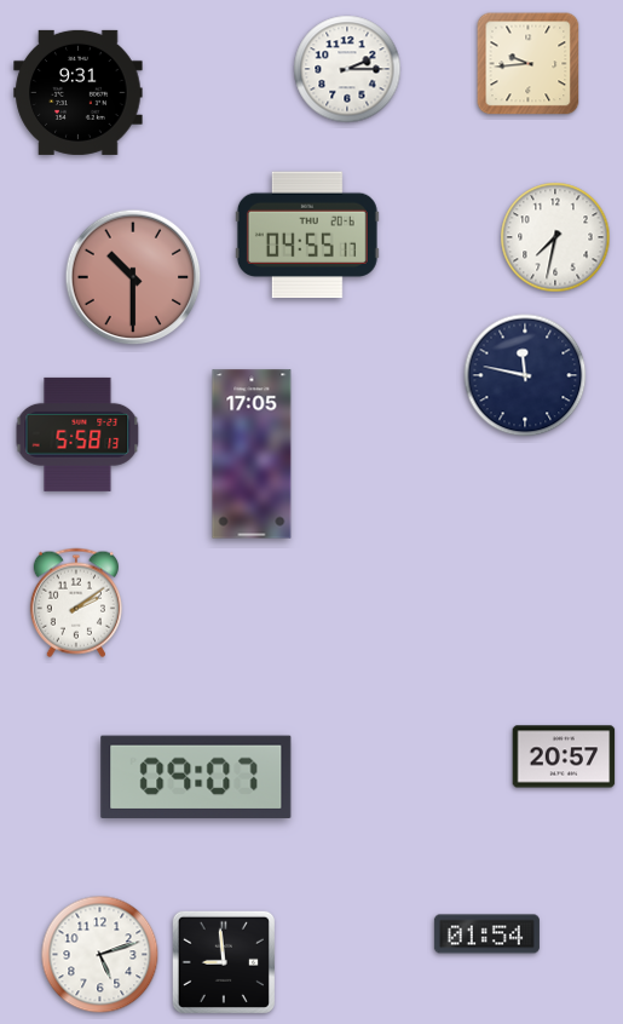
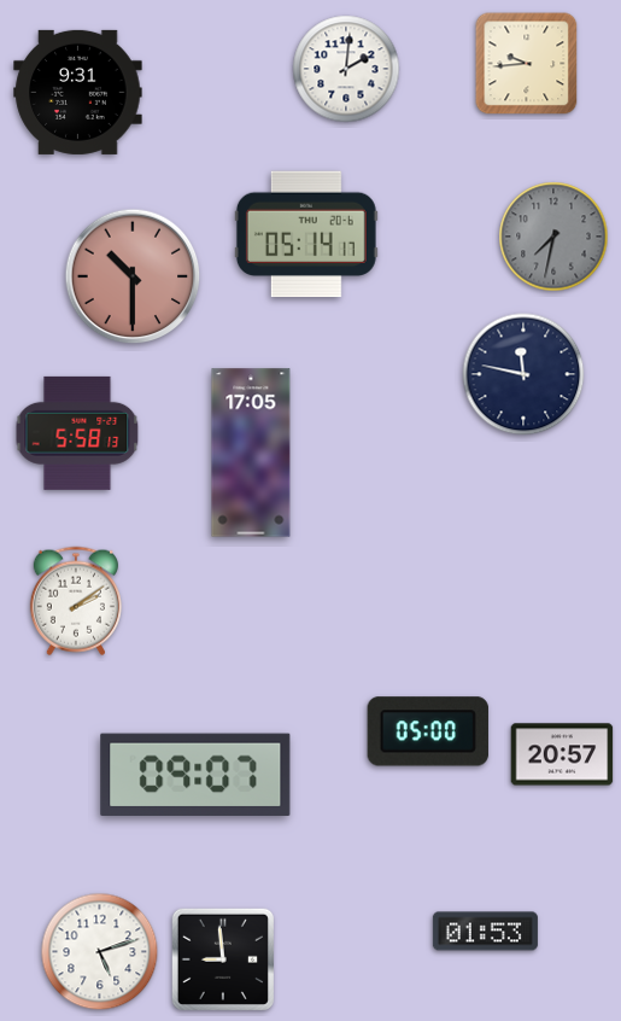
clock at (347, 69): 2:15 -> 2:01
clock at (307, 235): 04:55 -> 05:14
clock at (555, 237) dial: white -> grey
clock at (428, 731): none -> 05:00
clock at (486, 934): 01:54 -> 01:53
